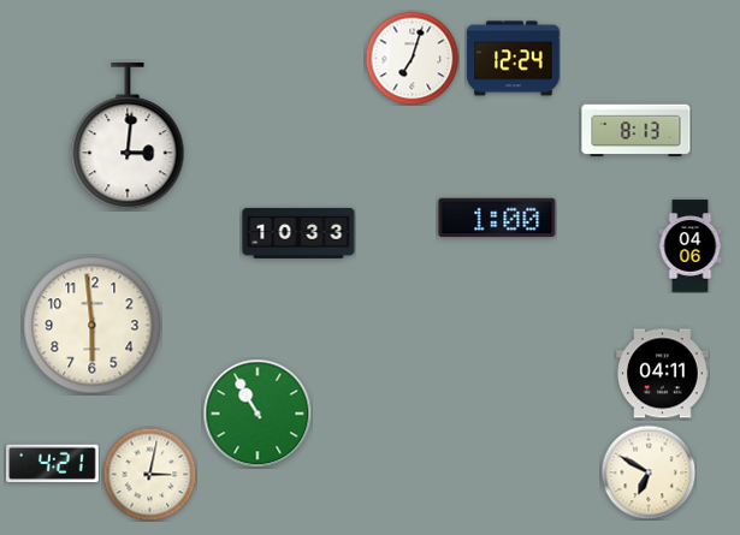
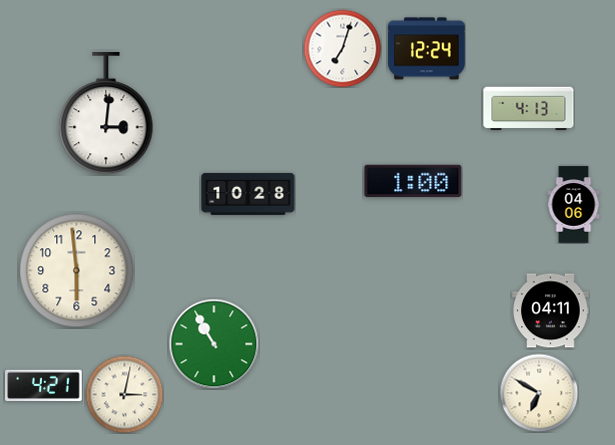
clock at (637, 131): 8:13 -> 4:13
clock at (298, 233): 10:33 -> 10:28
